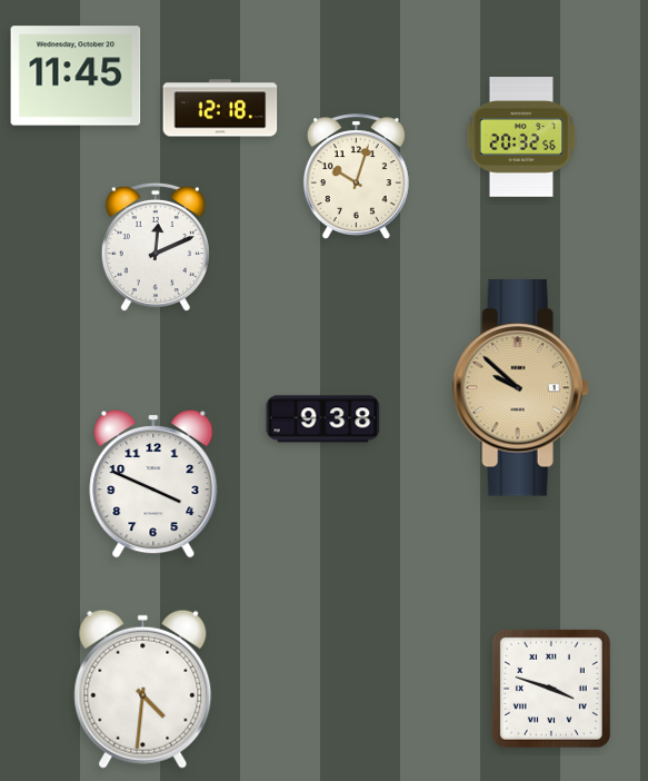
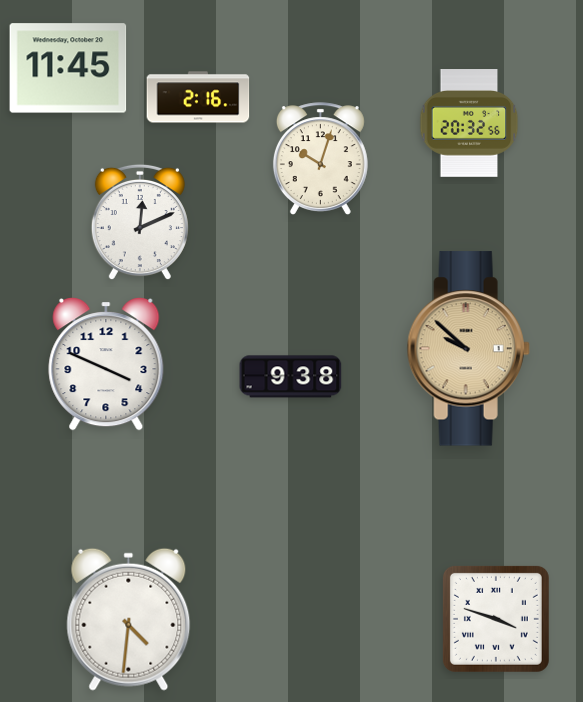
clock at (220, 108): 12:18 -> 2:16
clock at (153, 485) position: (153, 485) -> (106, 365)
